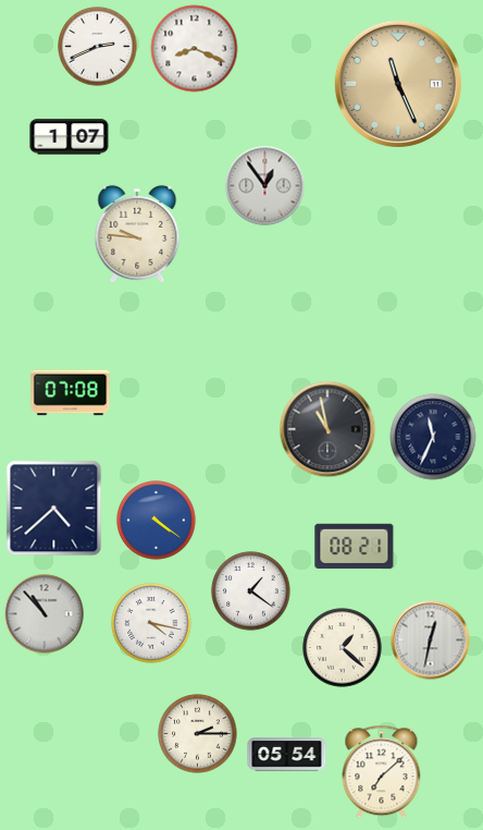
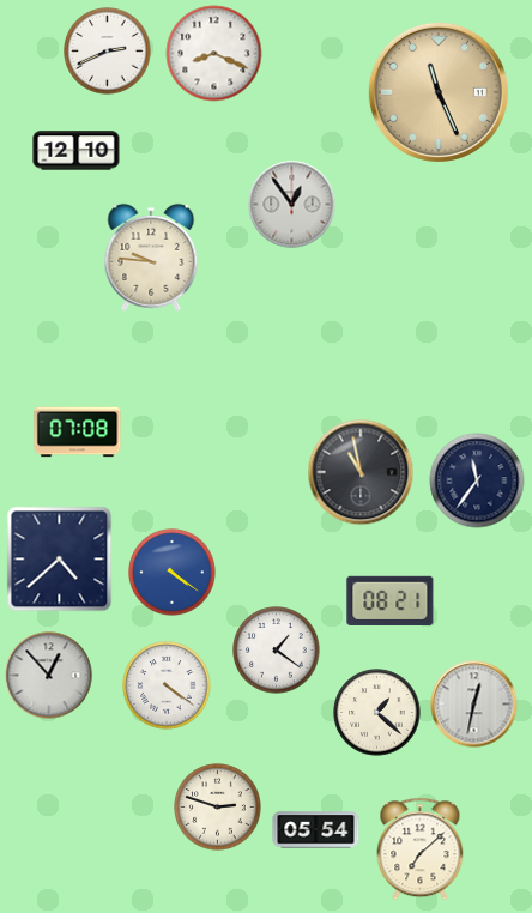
clock at (70, 137): 1:07 -> 12:10
clock at (433, 437): 11:34 -> 11:36
clock at (45, 614): 10:53 -> 12:53
clock at (151, 623): 4:17 -> 4:21
clock at (198, 734): 2:15 -> 2:48
